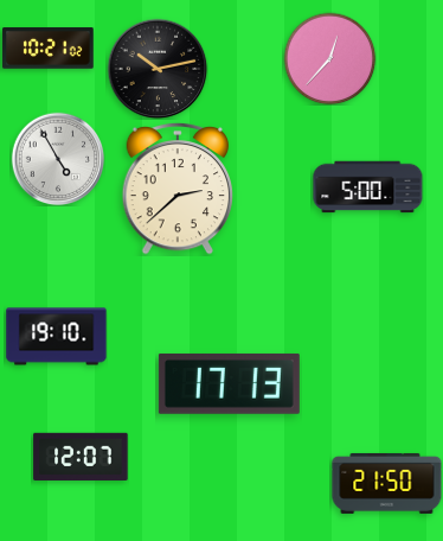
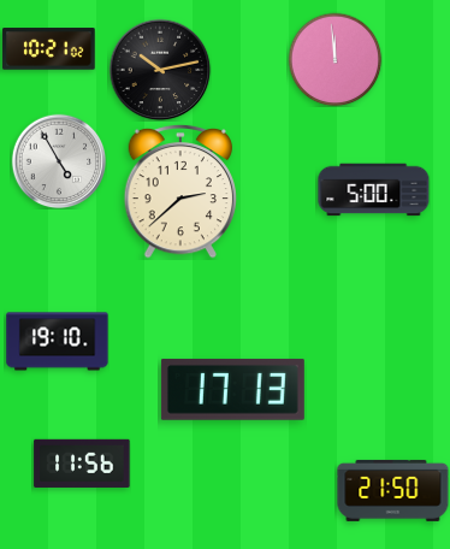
clock at (329, 58): 12:37 -> 11:59
clock at (81, 457): 12:07 -> 11:56
